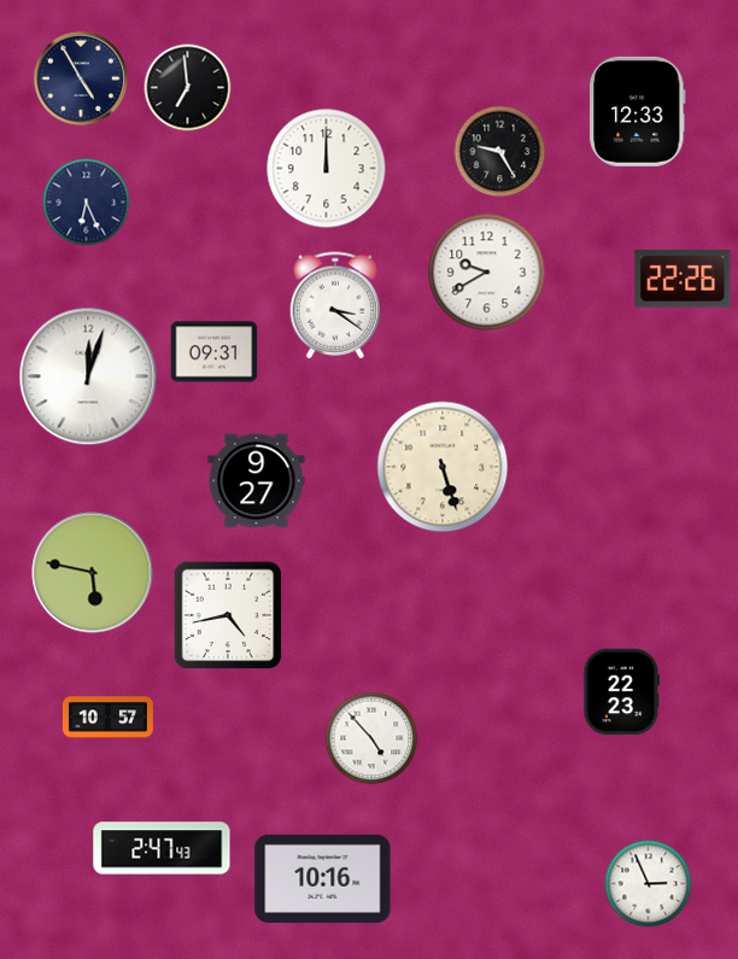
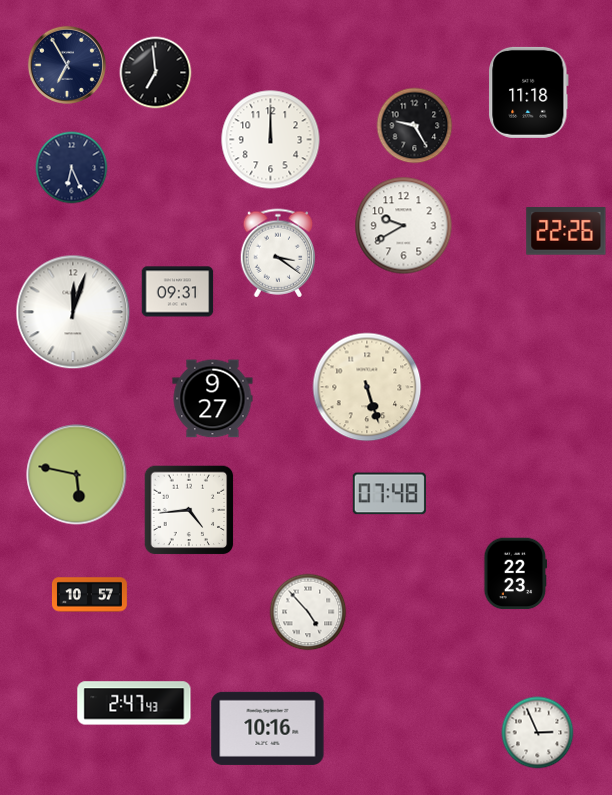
clock at (80, 77): 4:55 -> 6:55
clock at (638, 111): 12:33 -> 11:18
clock at (389, 494): none -> 07:48
clock at (228, 615): 4:43 -> 4:44
